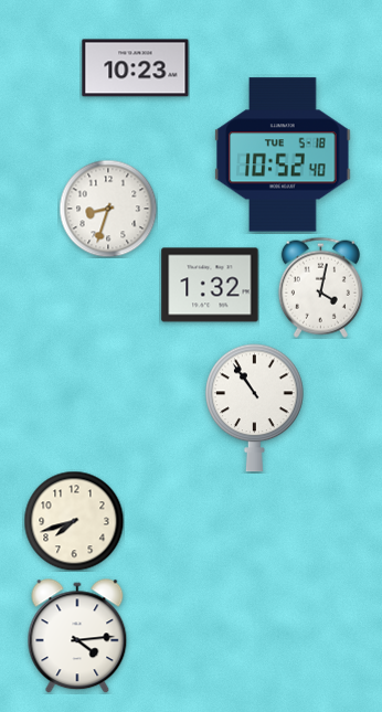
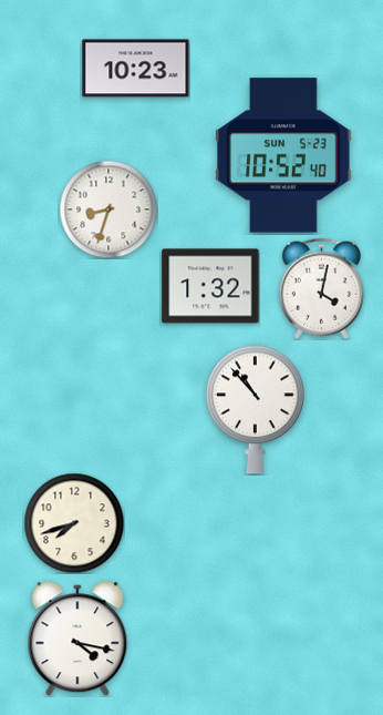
clock at (283, 155) date: TUE 5-18 -> SUN 5-23
clock at (255, 408): 10:54 -> 10:53
clock at (77, 636): 4:14 -> 4:17
